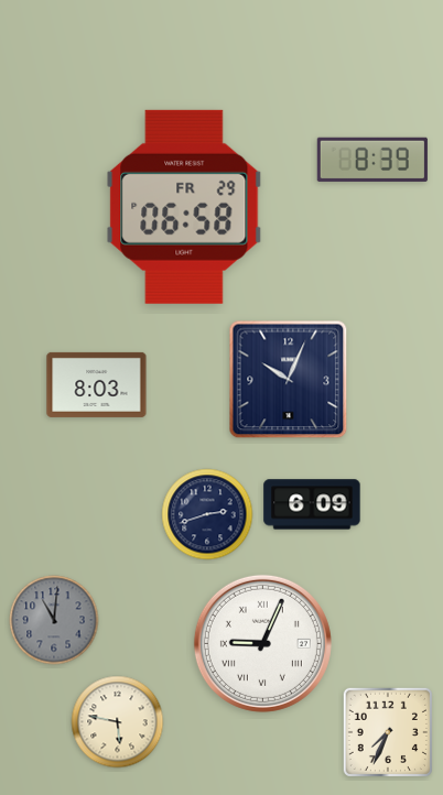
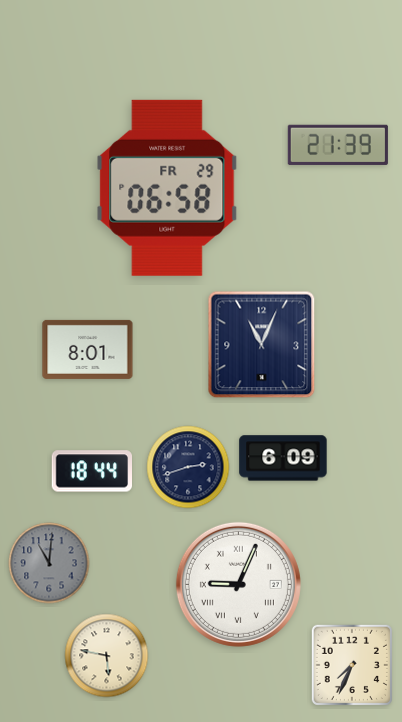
clock at (372, 160): 8:39 -> 21:39
clock at (289, 380): 10:04 -> 11:04
clock at (97, 384): 8:03 -> 8:01
clock at (91, 471): none -> 18:44
